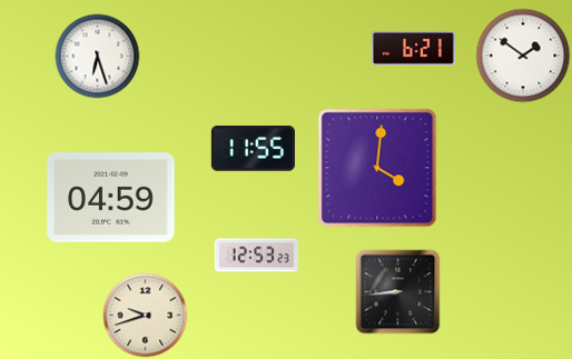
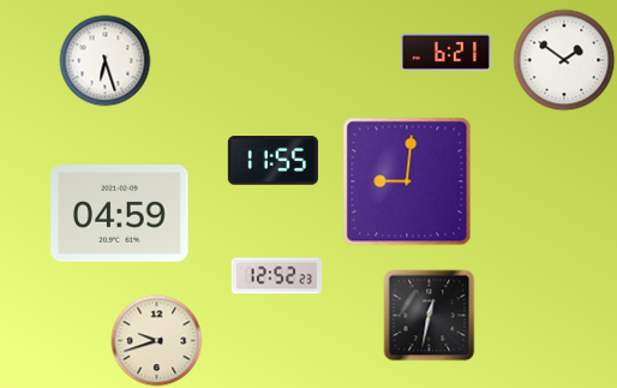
clock at (377, 168): 4:01 -> 9:01
clock at (256, 256): 12:53 -> 12:52
clock at (398, 292): 8:44 -> 12:32
